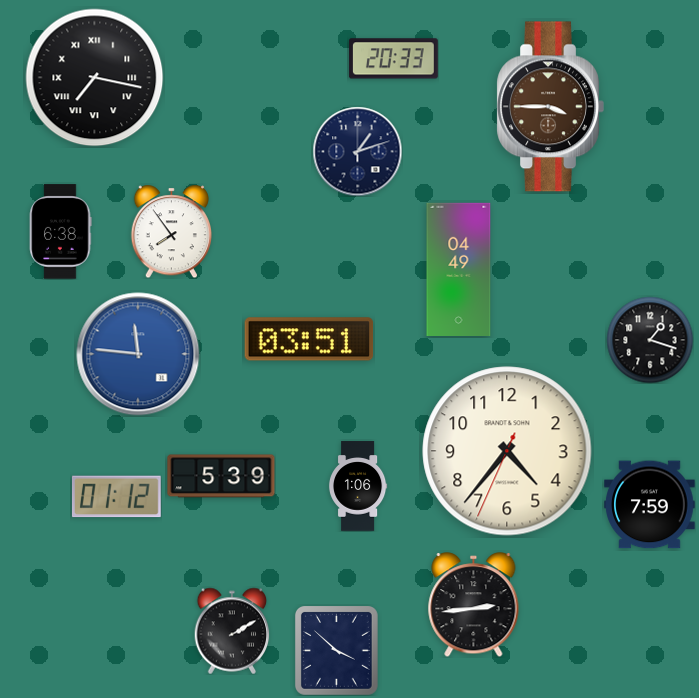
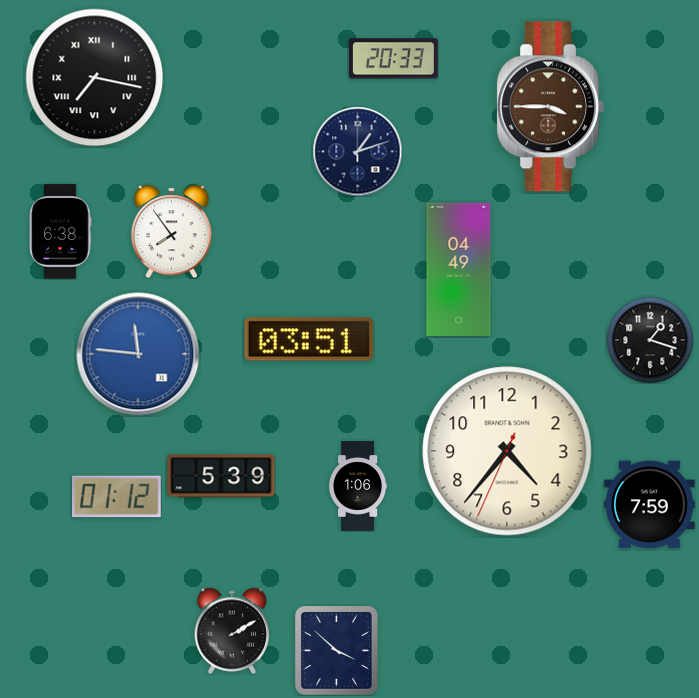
clock at (474, 605): 2:44 -> none
